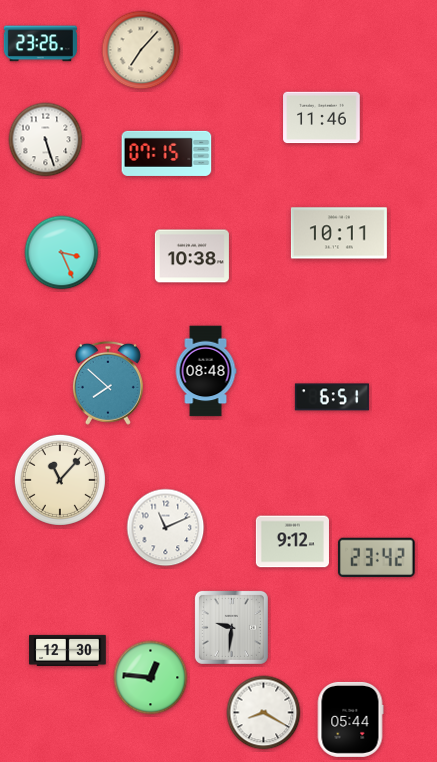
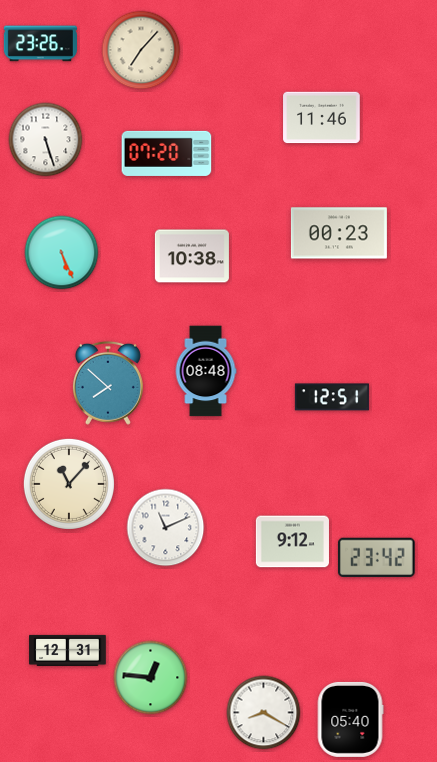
clock at (167, 153): 07:15 -> 07:20
clock at (339, 233): 10:11 -> 00:23
clock at (62, 253): 3:26 -> 5:26
clock at (332, 397): 6:51 -> 12:51
clock at (60, 480) position: (60, 480) -> (69, 484)
clock at (231, 627): 9:31 -> none
clock at (68, 650): 12:30 -> 12:31
clock at (350, 719): 05:44 -> 05:40
